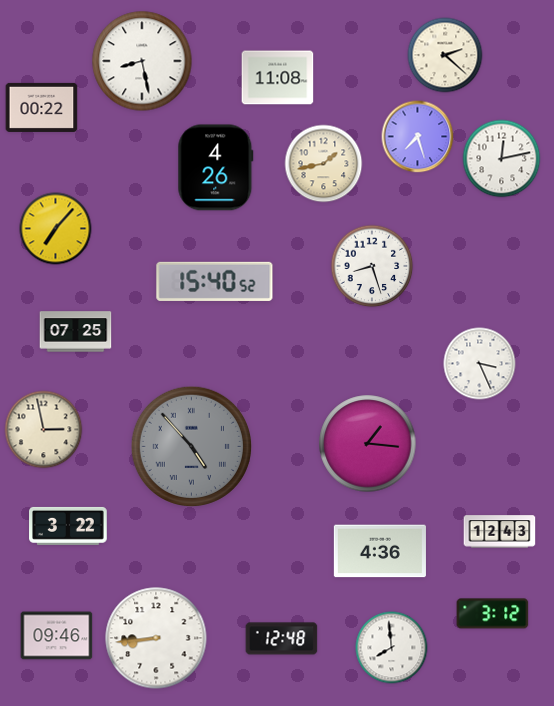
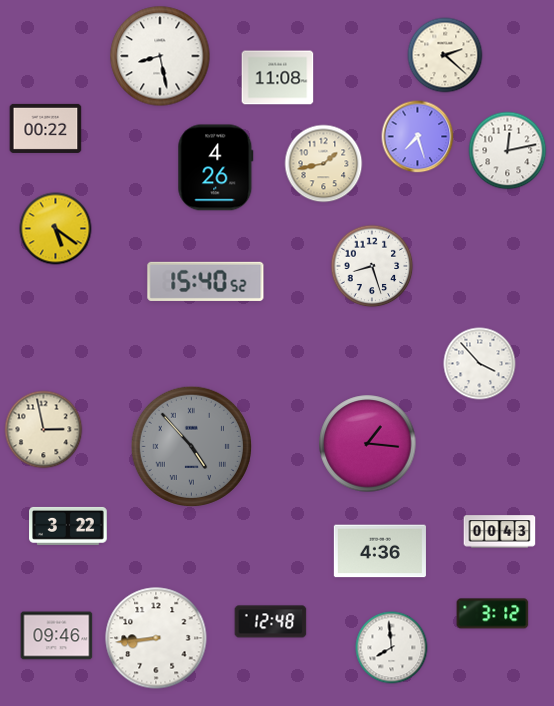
clock at (142, 61) position: (142, 61) -> (160, 56)
clock at (42, 107) position: (42, 107) -> (46, 128)
clock at (502, 159) position: (502, 159) -> (508, 151)
clock at (56, 229): 7:07 -> 5:21
clock at (215, 281) position: (215, 281) -> (206, 281)
clock at (76, 332): 07:25 -> none
clock at (480, 364): 3:26 -> 3:53
clock at (500, 532): 12:43 -> 00:43
clock at (282, 639) position: (282, 639) -> (271, 622)
